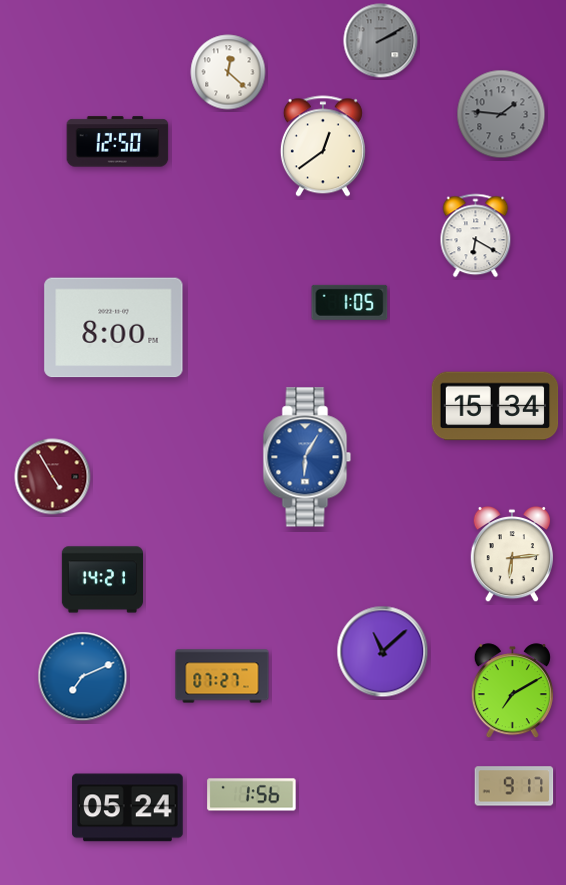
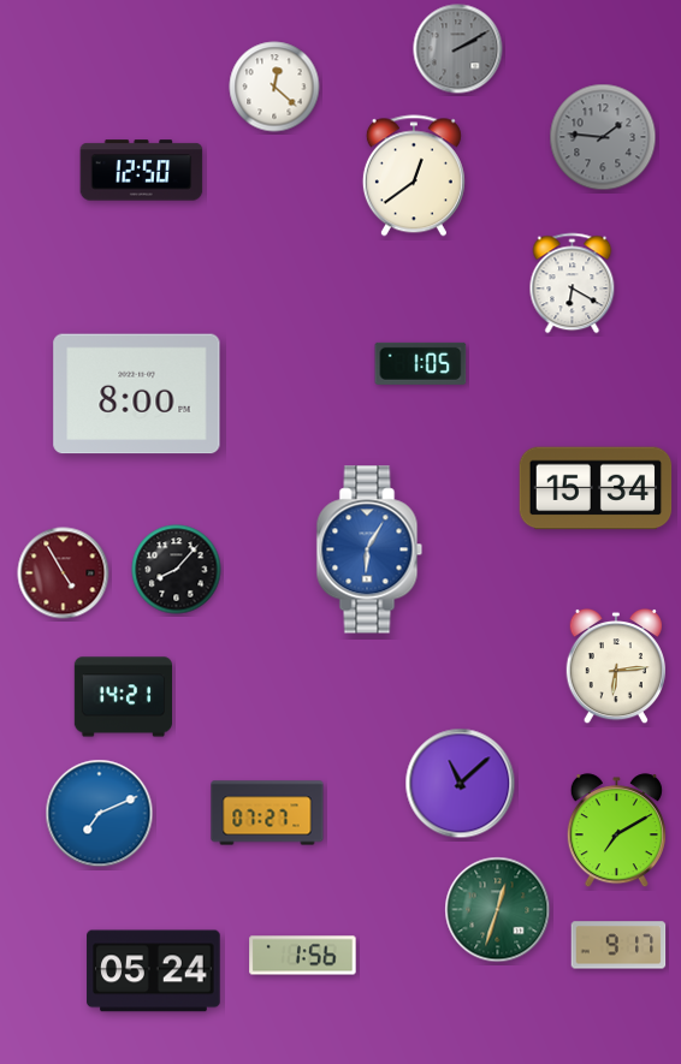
clock at (323, 146) position: (323, 146) -> (414, 176)
clock at (177, 570): none -> 8:07
clock at (498, 910): none -> 12:33
